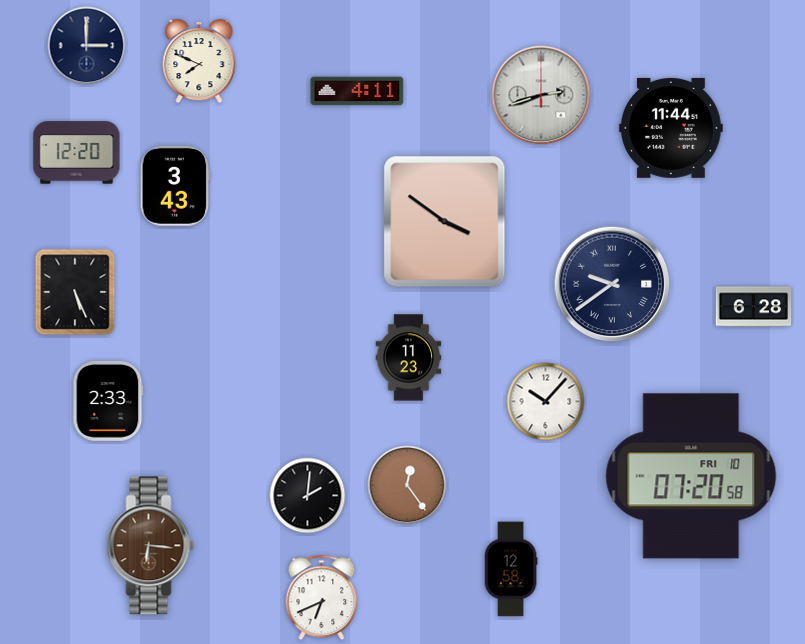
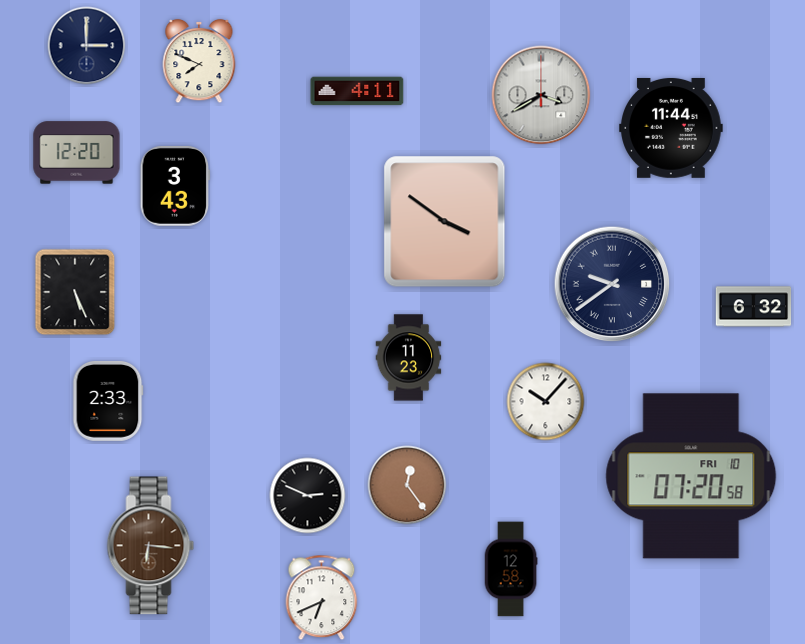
clock at (541, 95): 2:42 -> 3:40
clock at (754, 307): 6:28 -> 6:32
clock at (308, 496): 2:01 -> 2:49
